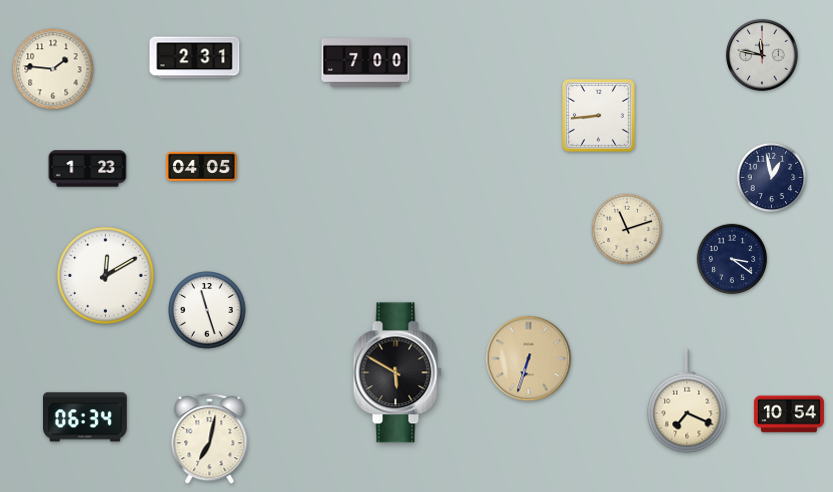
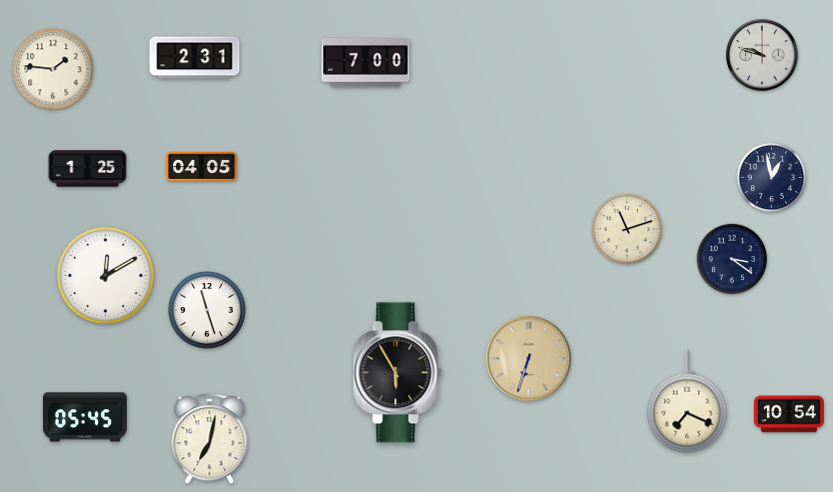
clock at (762, 55): 11:47 -> 9:48
clock at (599, 116): 8:44 -> none
clock at (88, 169): 1:23 -> 1:25
clock at (397, 373): 5:50 -> 5:55
clock at (86, 417): 06:34 -> 05:45
